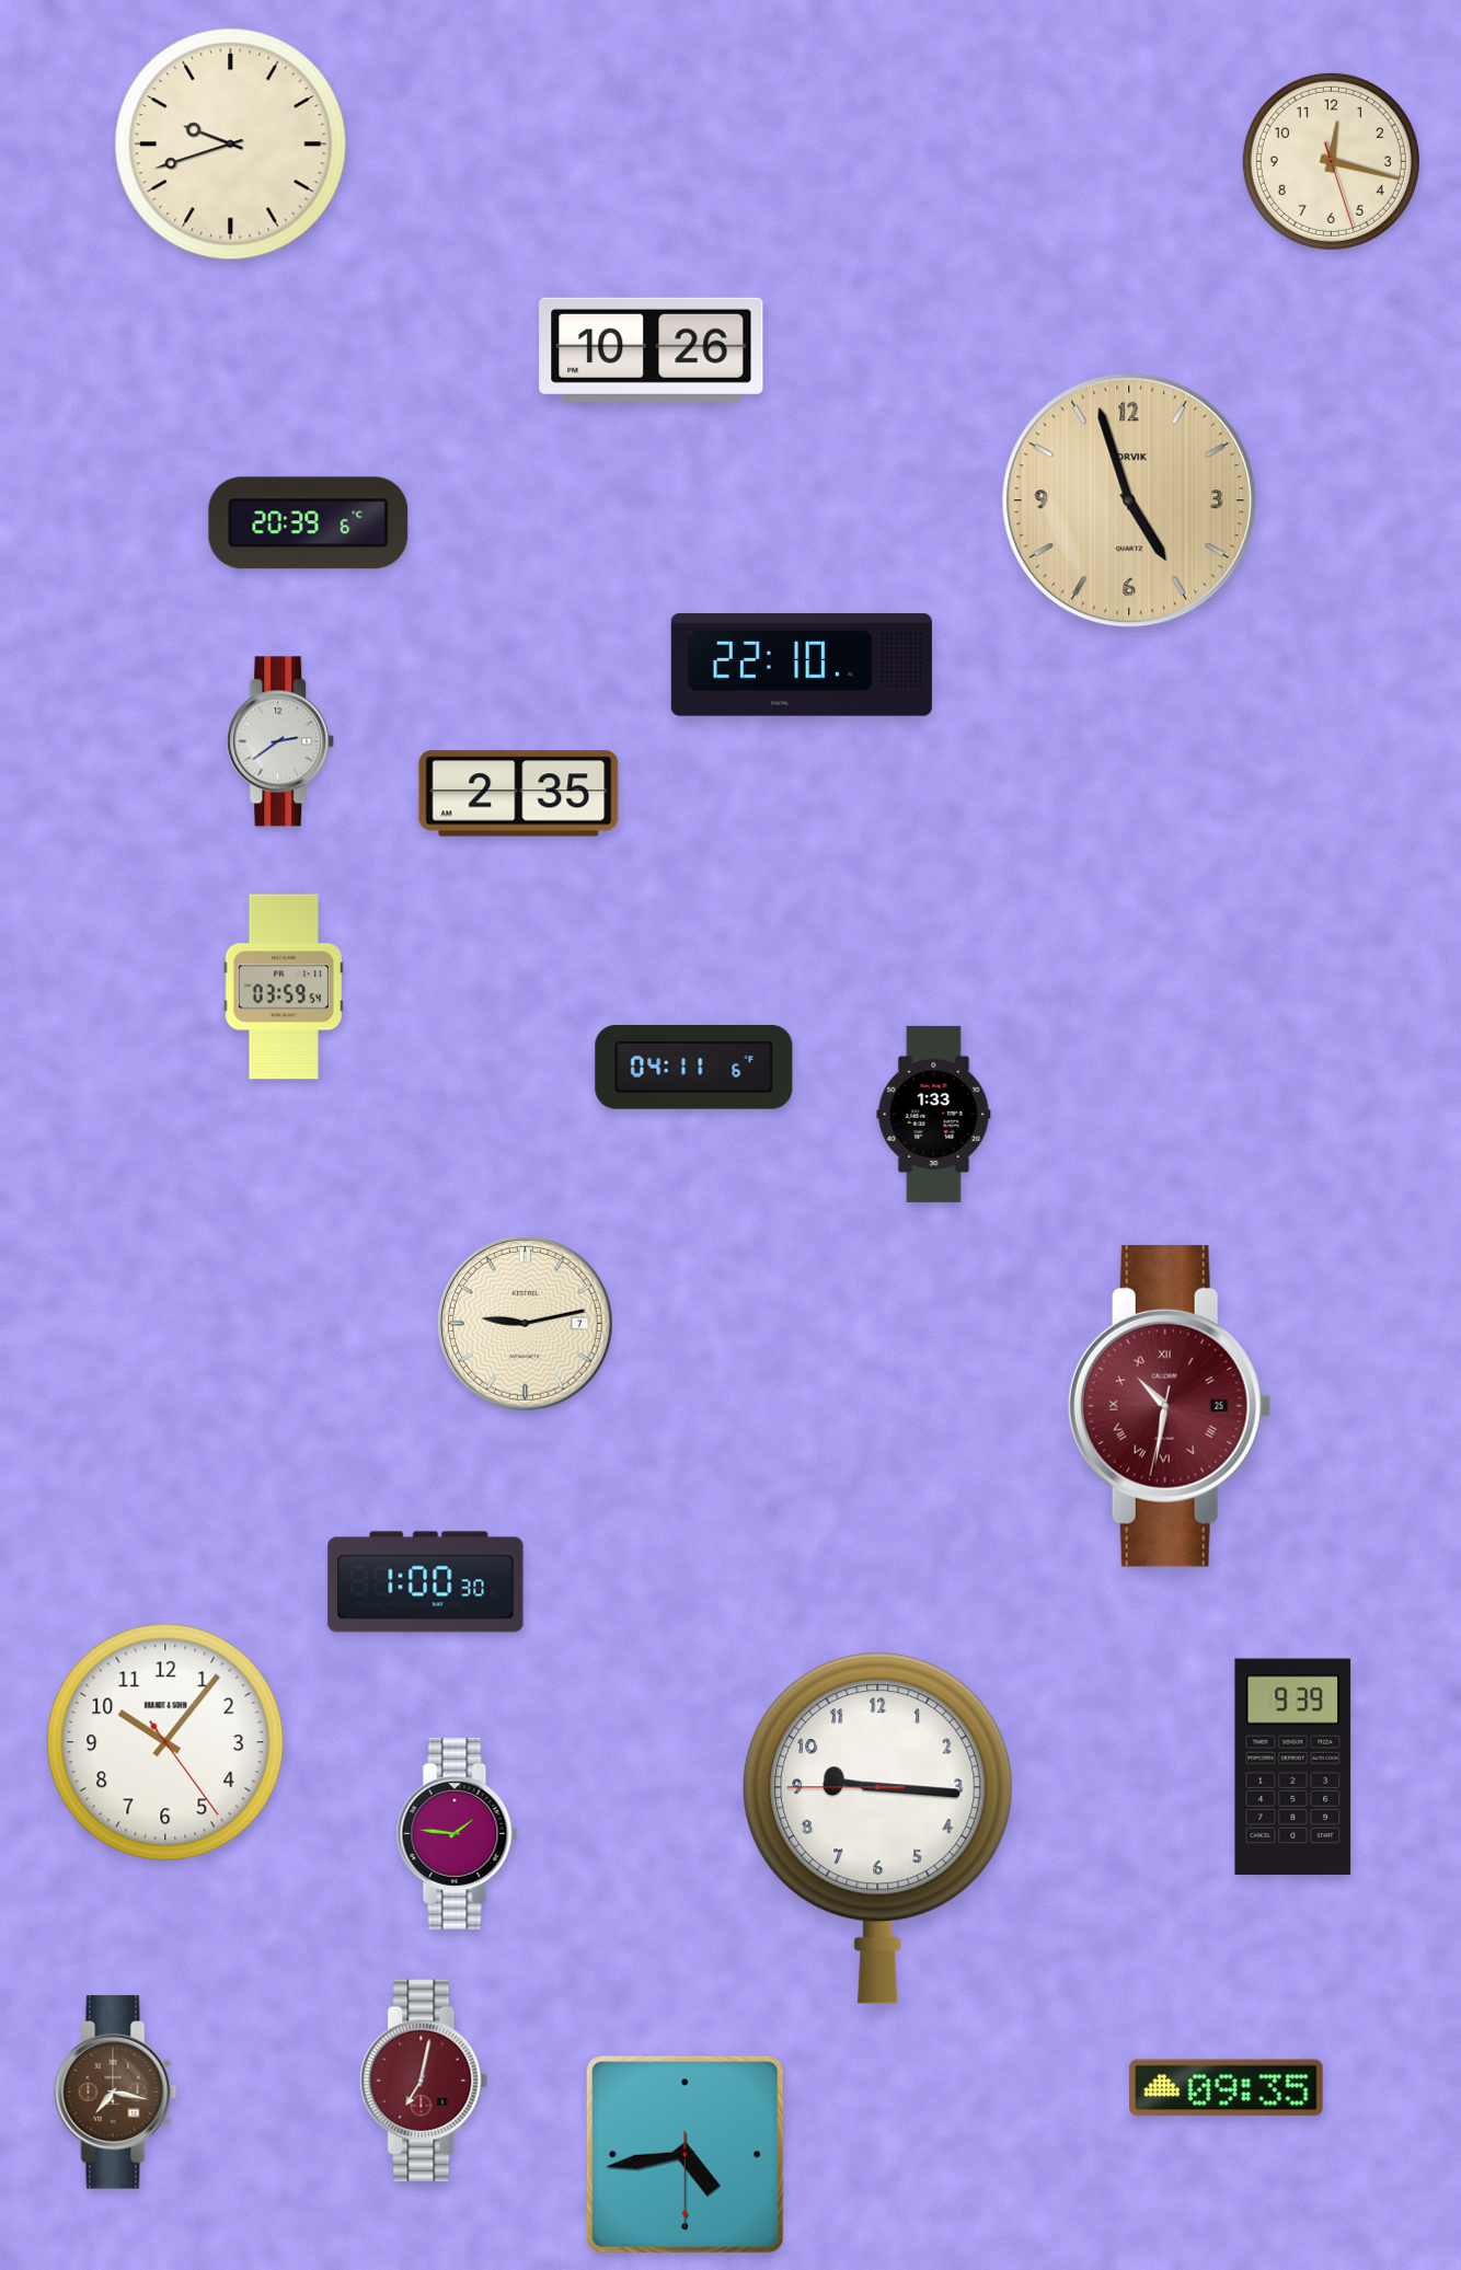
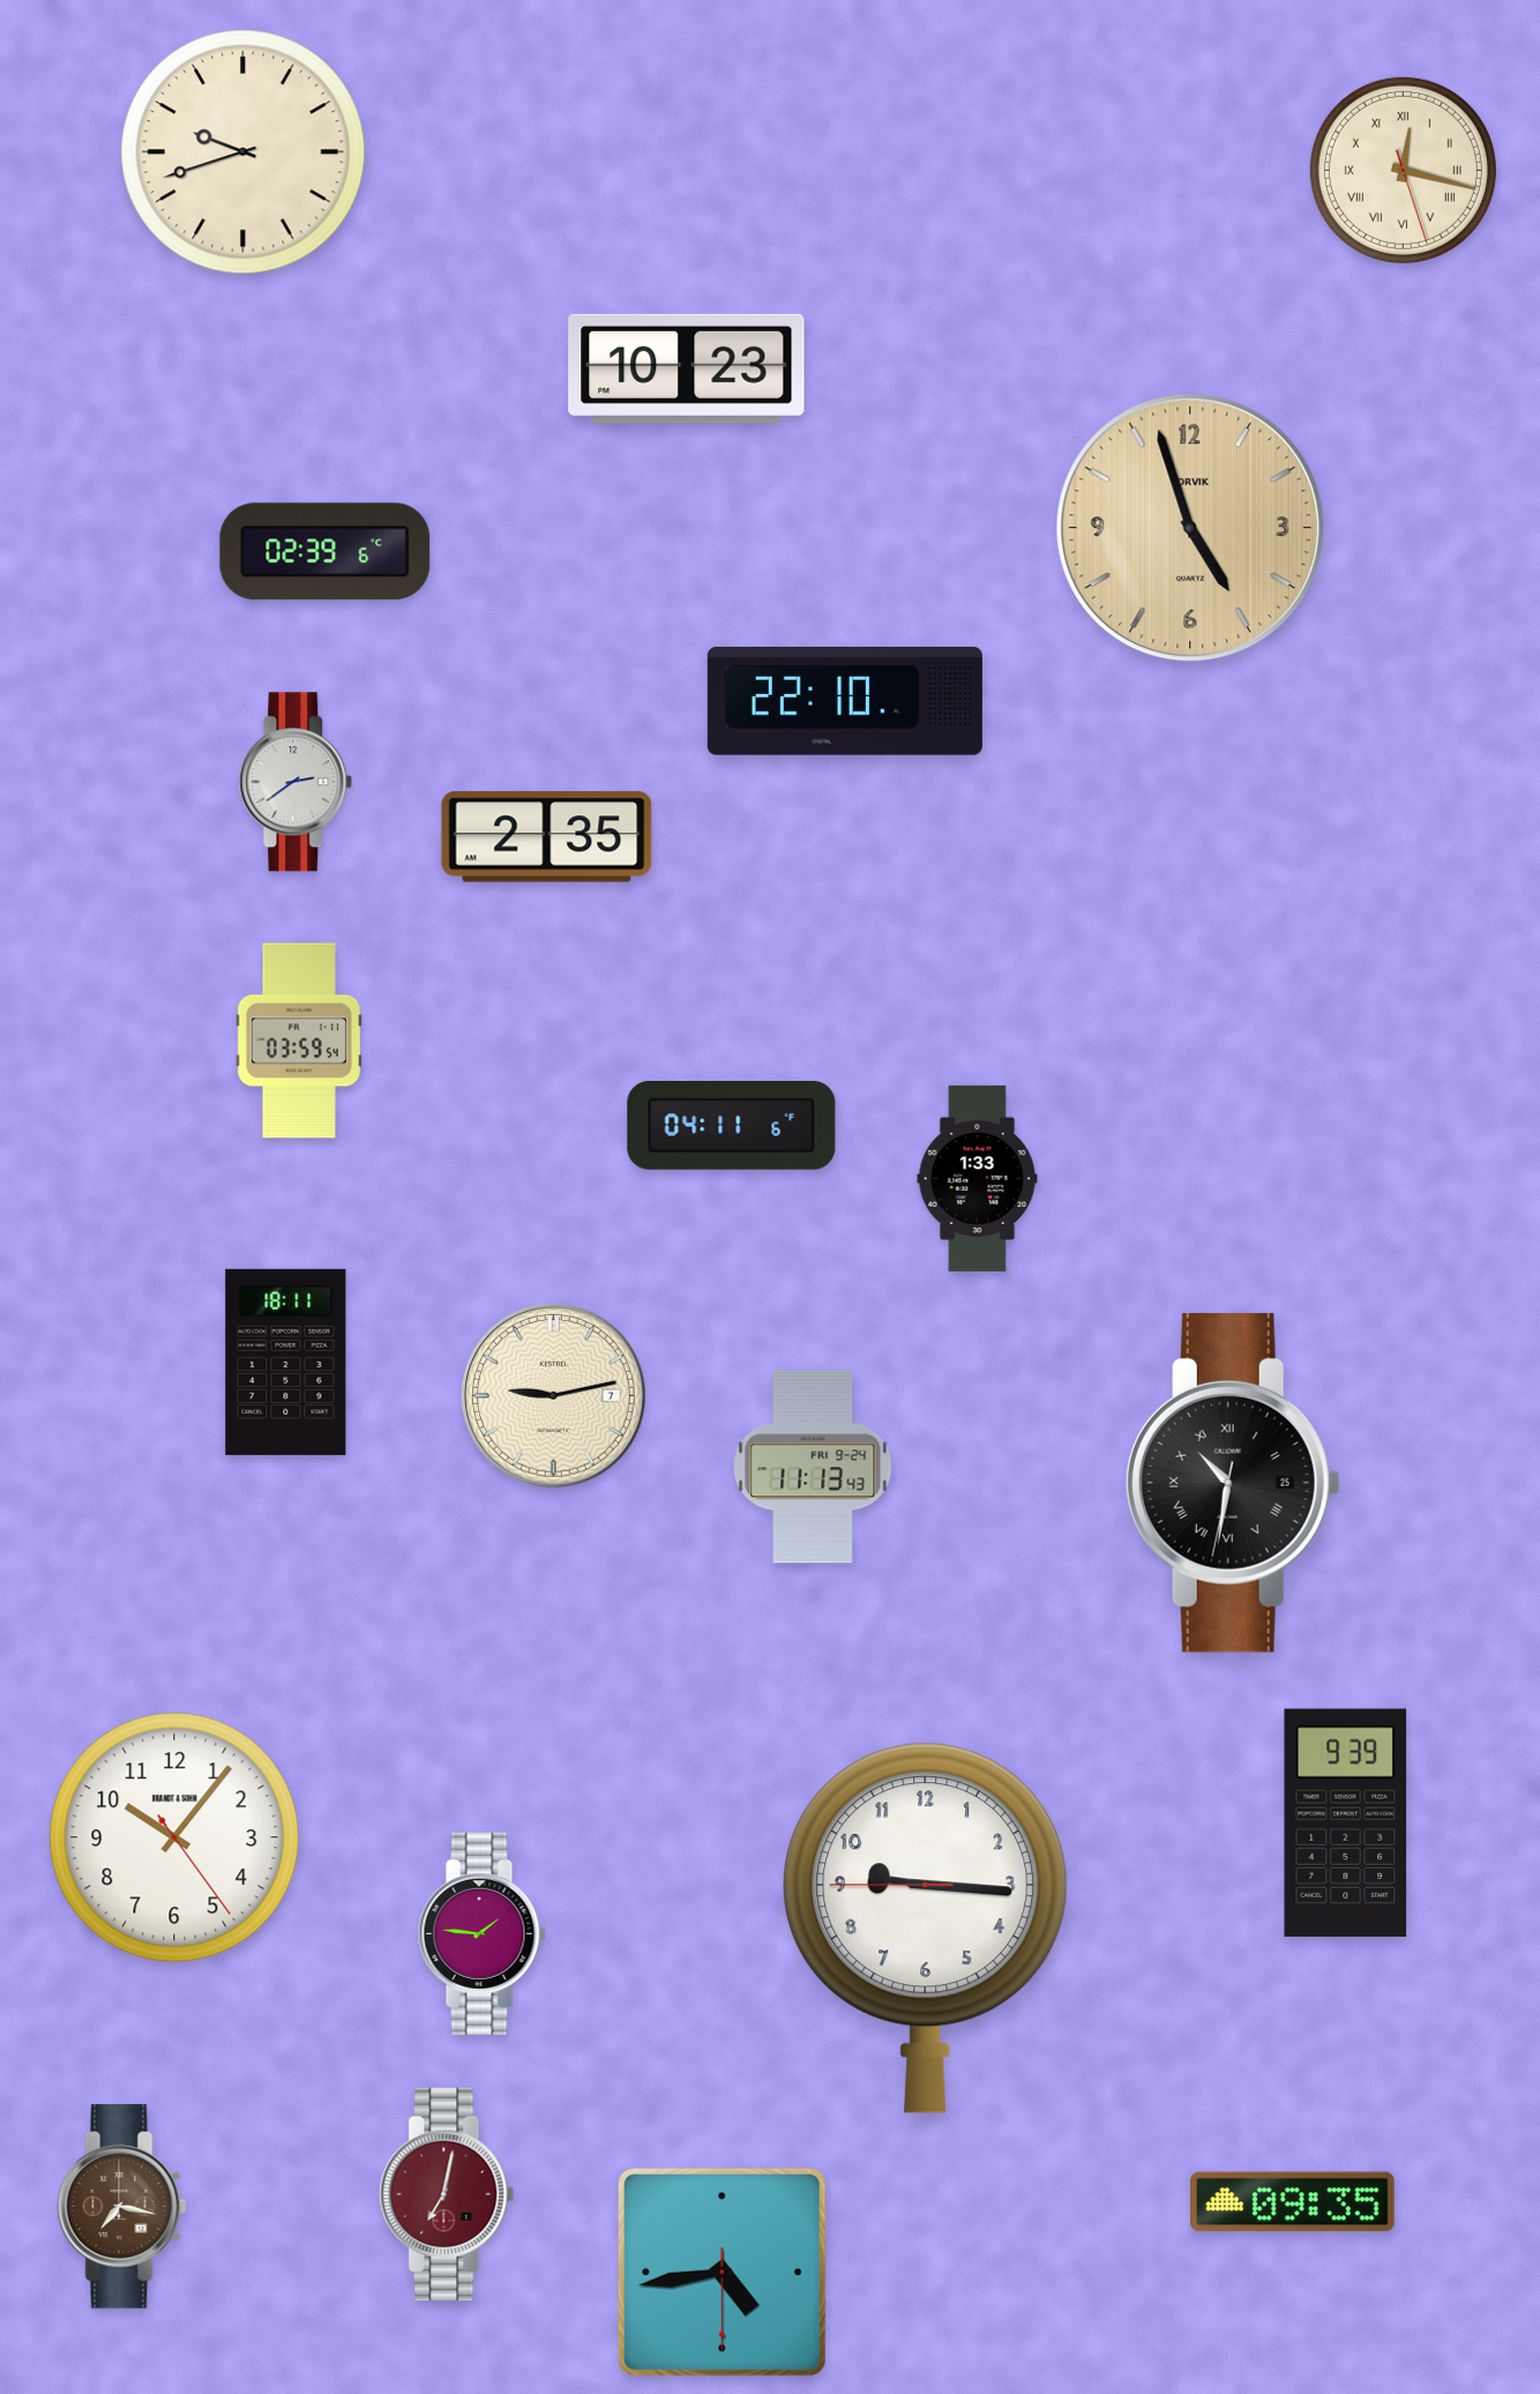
clock at (1331, 161) numerals: Arabic -> Roman
clock at (652, 349): 10:26 -> 10:23
clock at (309, 523): 20:39 -> 02:39
clock at (934, 1114) position: (934, 1114) -> (978, 1178)
clock at (286, 1362): none -> 18:11
clock at (813, 1467): none -> 11:13
clock at (1170, 1406) dial: burgundy -> black
clock at (426, 1582): 1:00 -> none
clock at (1293, 1766) position: (1293, 1766) -> (1346, 1822)
